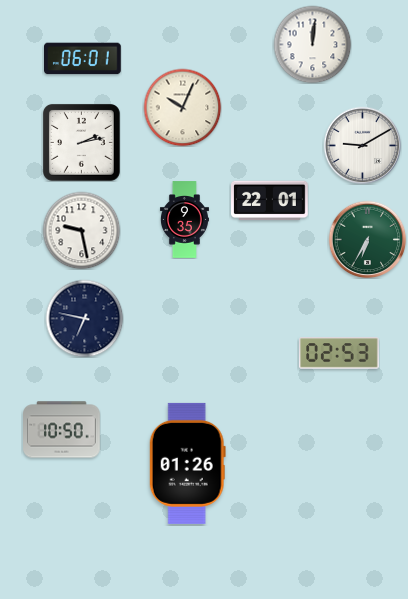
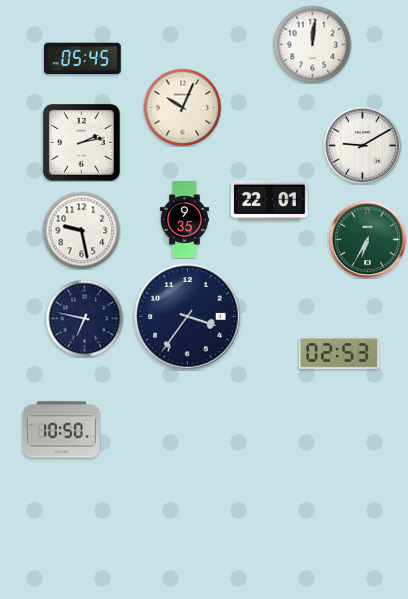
clock at (83, 59): 06:01 -> 05:45
clock at (188, 317): none -> 3:36
clock at (187, 463): 01:26 -> none
